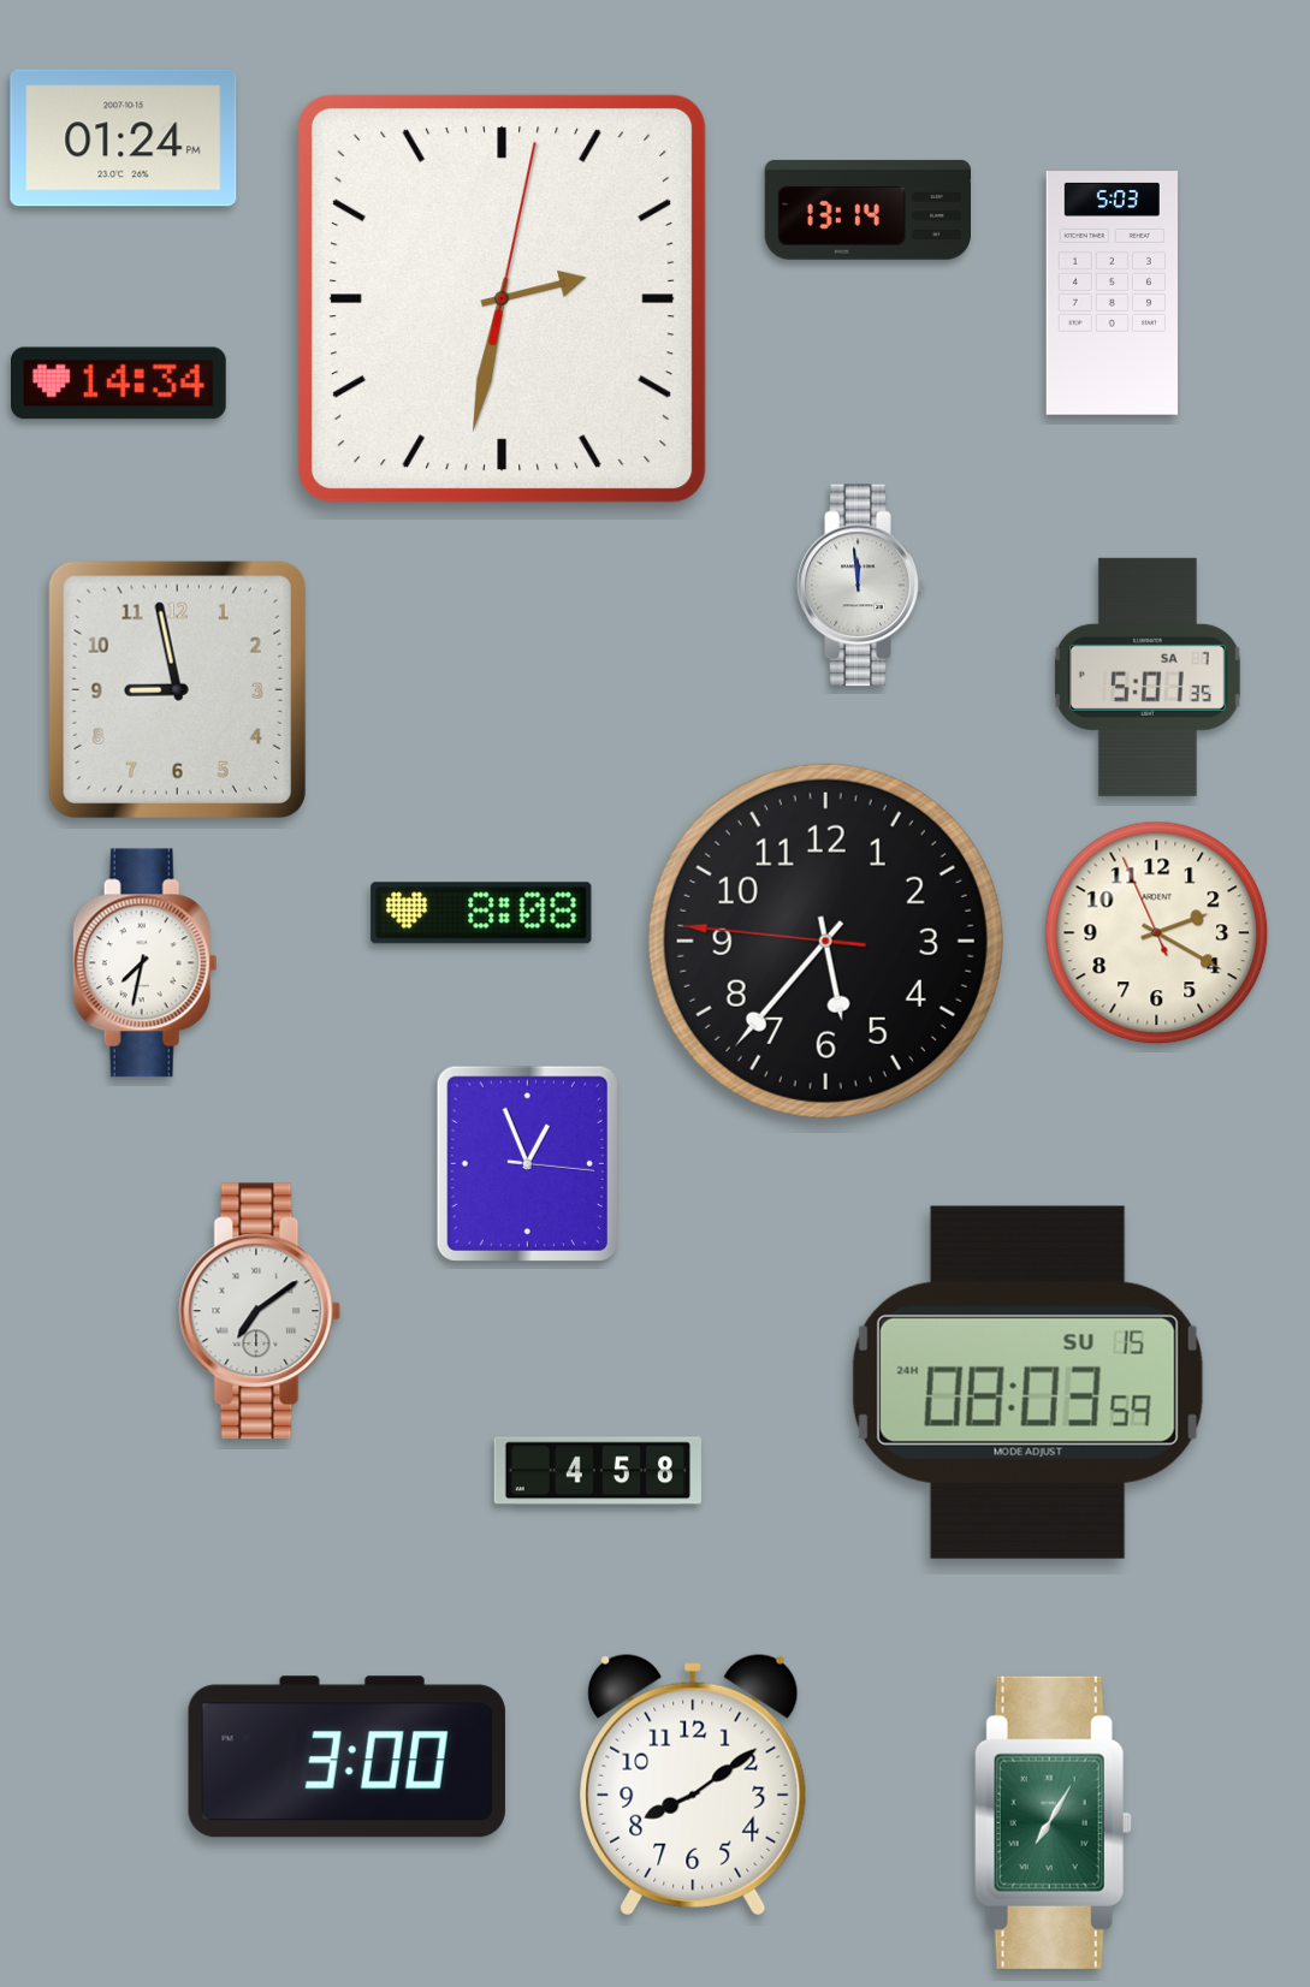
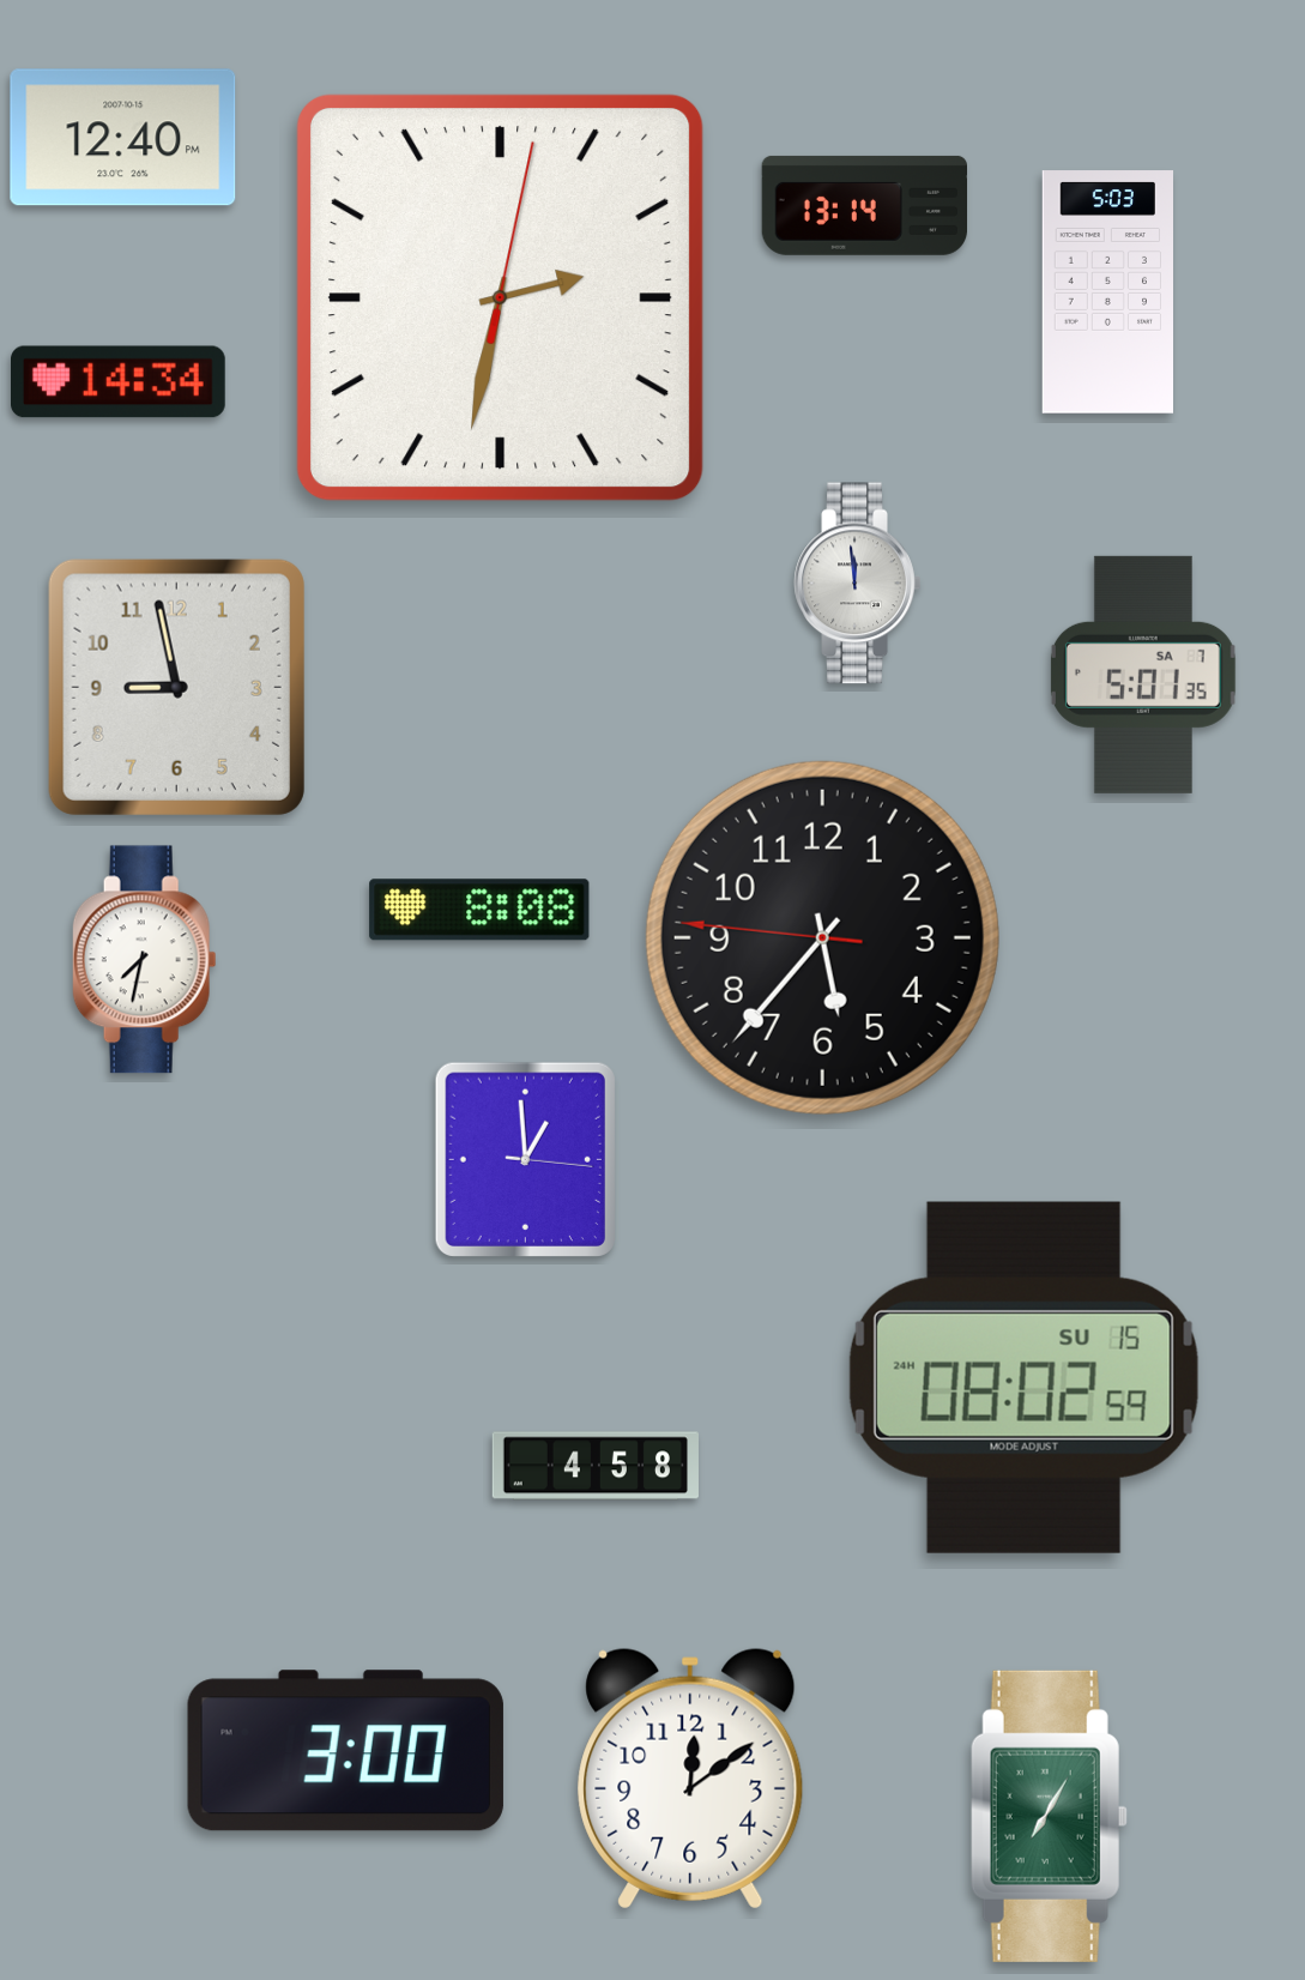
clock at (124, 138): 01:24 -> 12:40
clock at (867, 209) position: (867, 209) -> (864, 205)
clock at (1157, 933): 2:19 -> none
clock at (527, 1163): 12:56 -> 12:59
clock at (260, 1311): 7:09 -> none
clock at (1027, 1382): 08:03 -> 08:02
clock at (693, 1785): 8:09 -> 12:09
